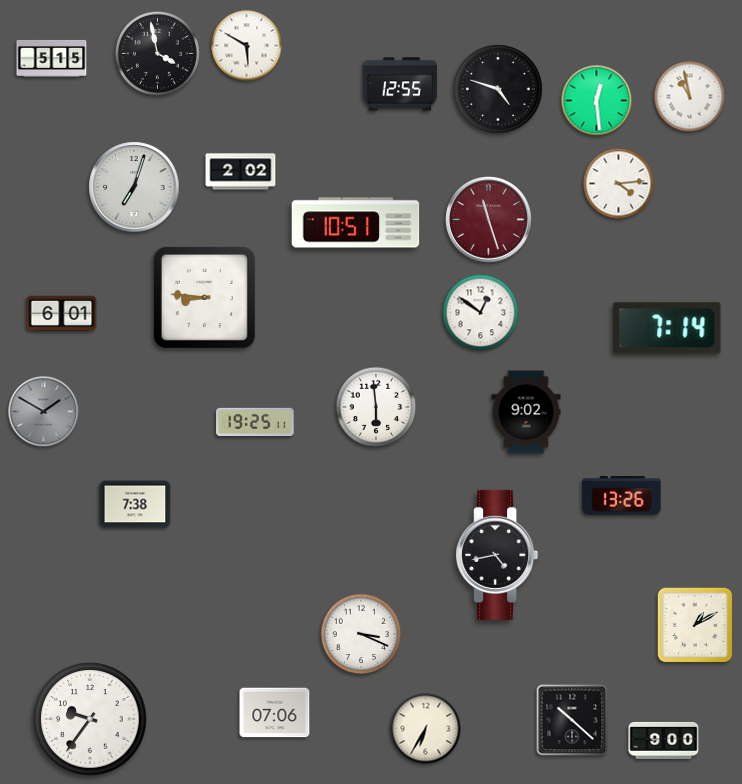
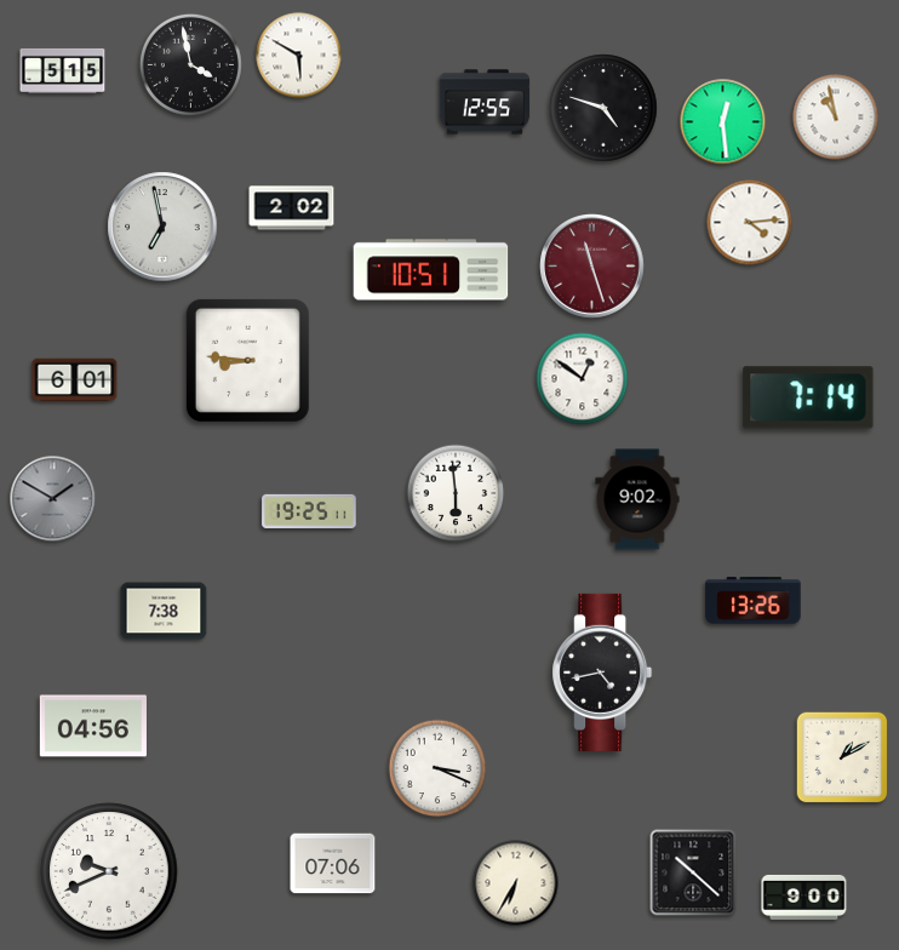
clock at (134, 187): 7:03 -> 6:58
clock at (93, 726): none -> 04:56
clock at (90, 719): 9:36 -> 9:41
